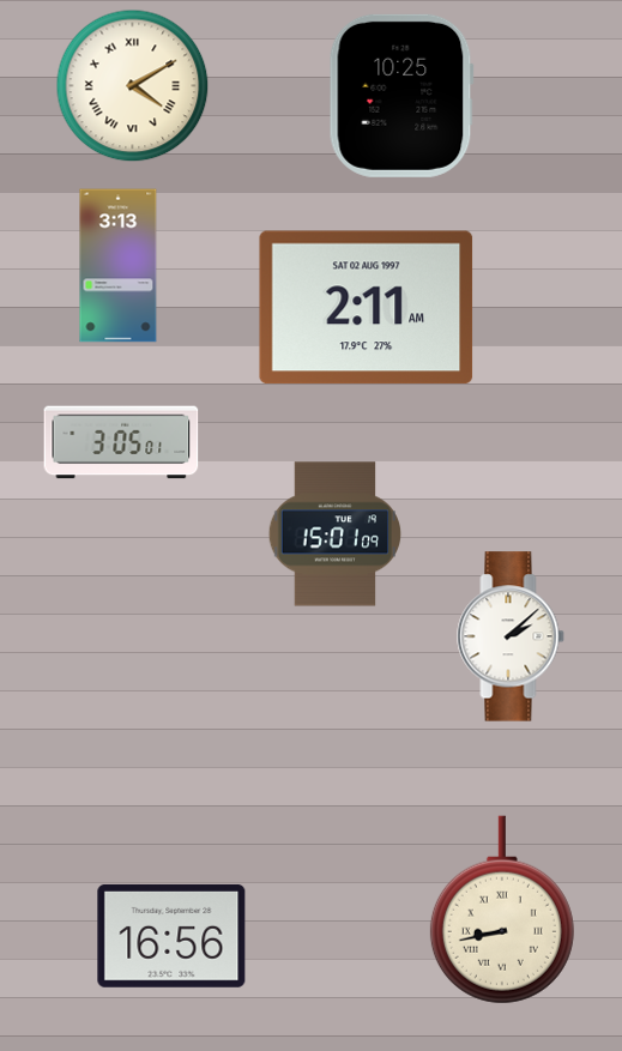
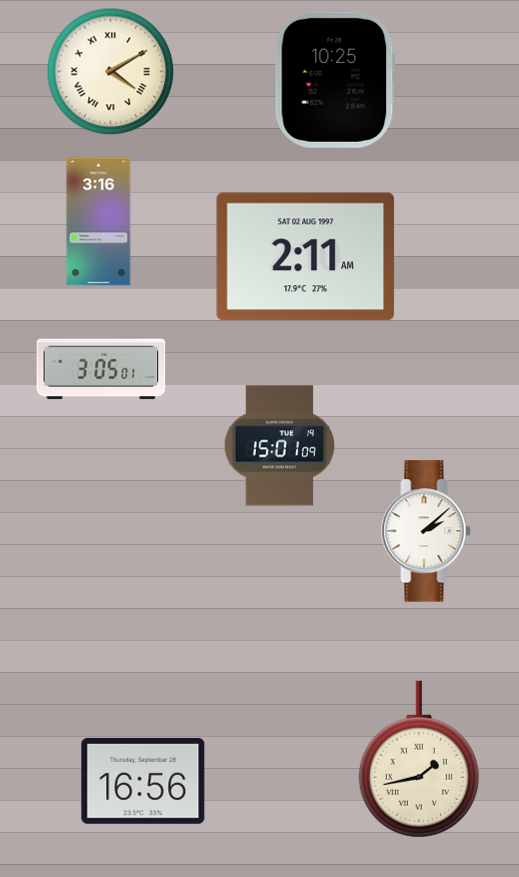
clock at (119, 266): 3:13 -> 3:16
clock at (502, 910): 8:43 -> 1:43
